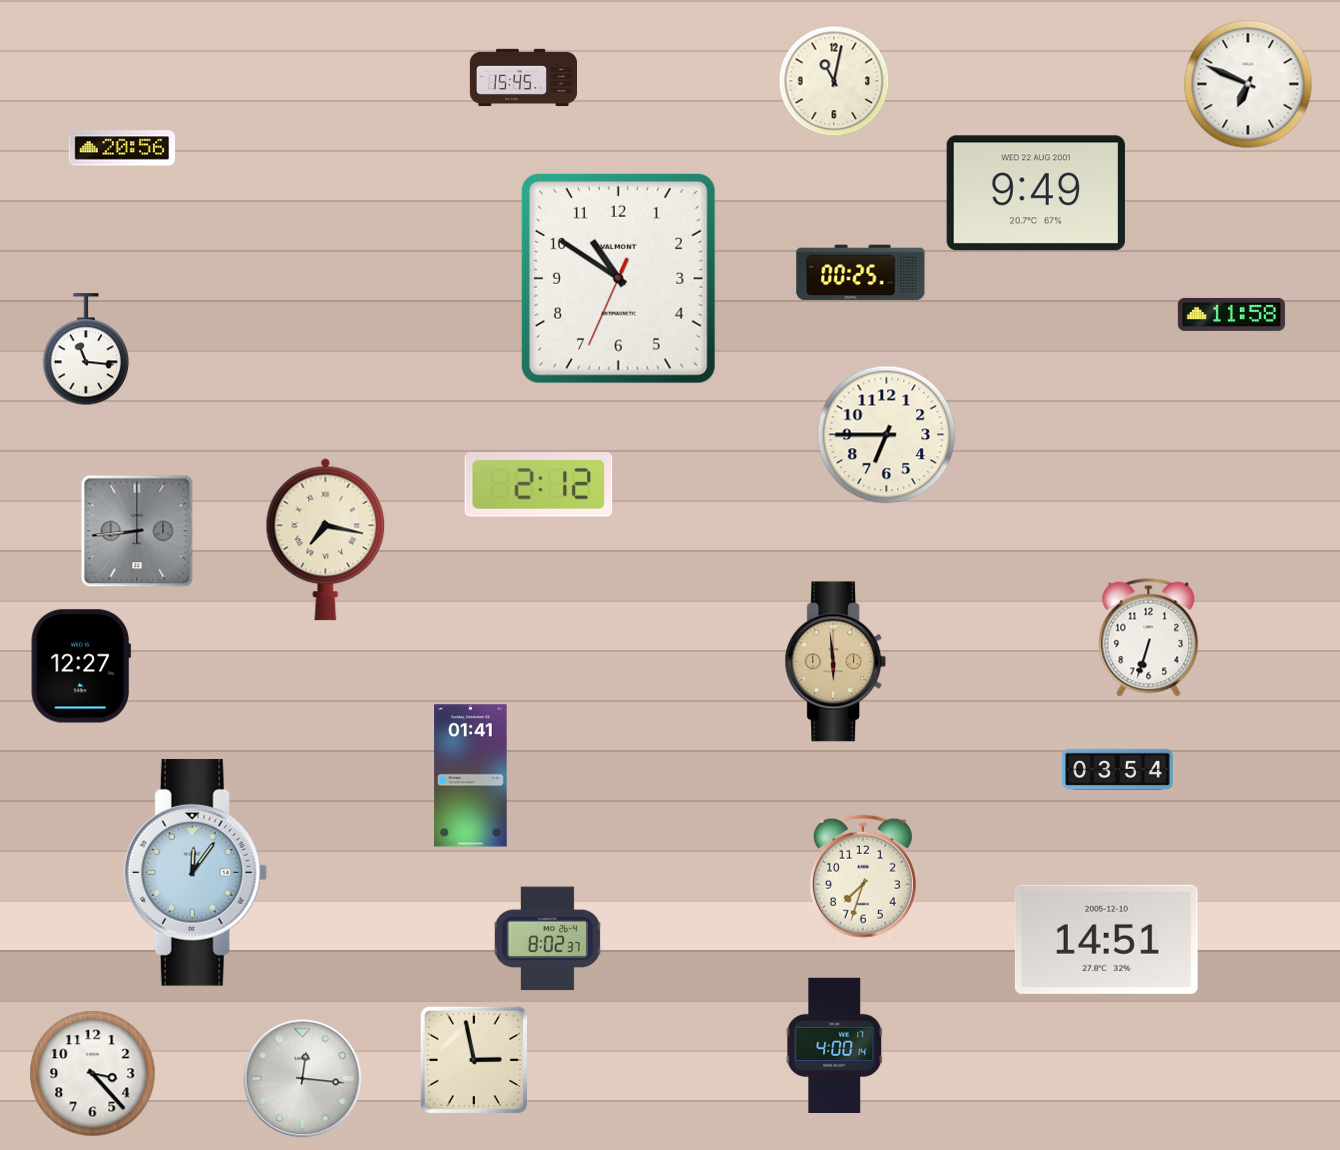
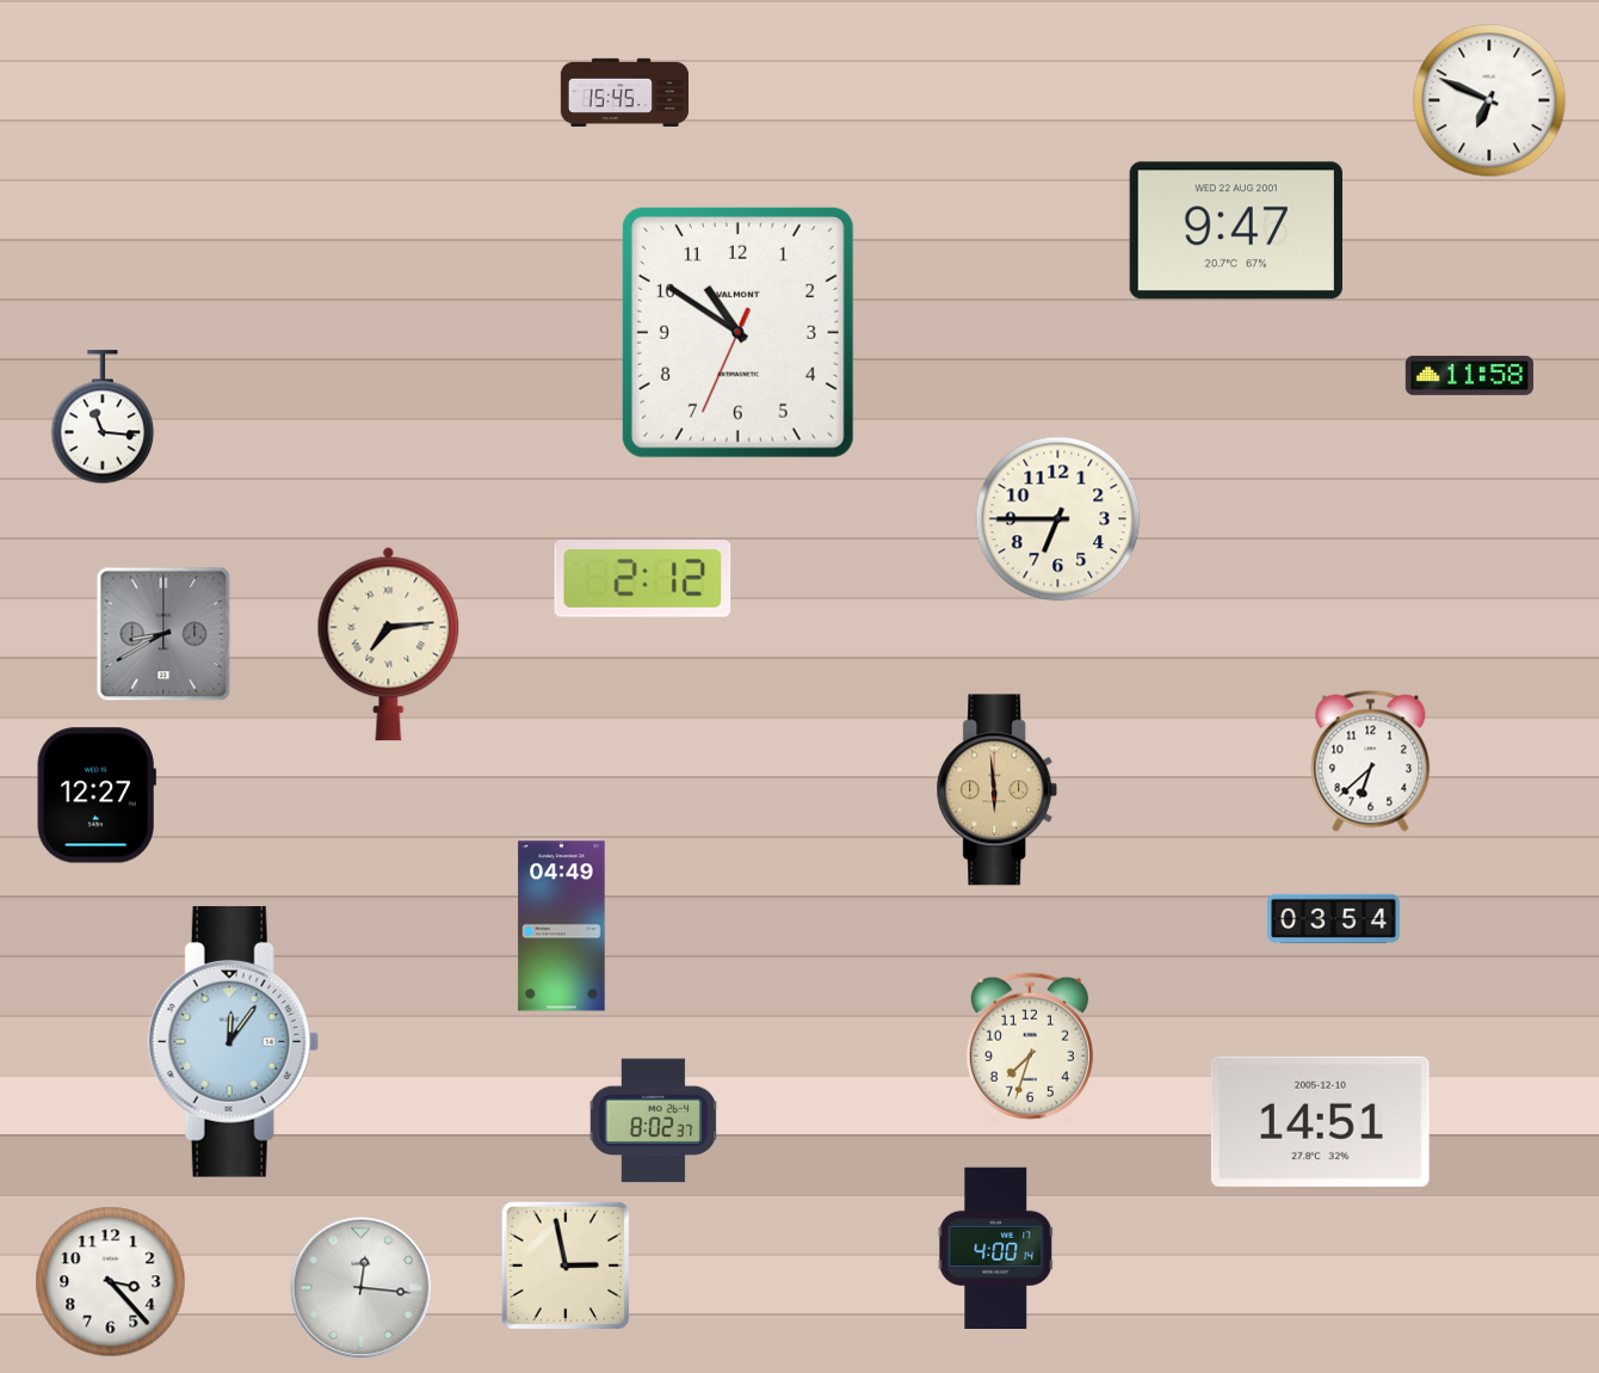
clock at (834, 81): 11:02 -> none
clock at (121, 148): 20:56 -> none
clock at (1036, 193): 9:49 -> 9:47
clock at (861, 273): 00:25 -> none
clock at (137, 531): 8:44 -> 8:40
clock at (326, 539): 7:17 -> 7:14
clock at (1149, 638): 6:33 -> 6:38
clock at (471, 776): 01:41 -> 04:49
